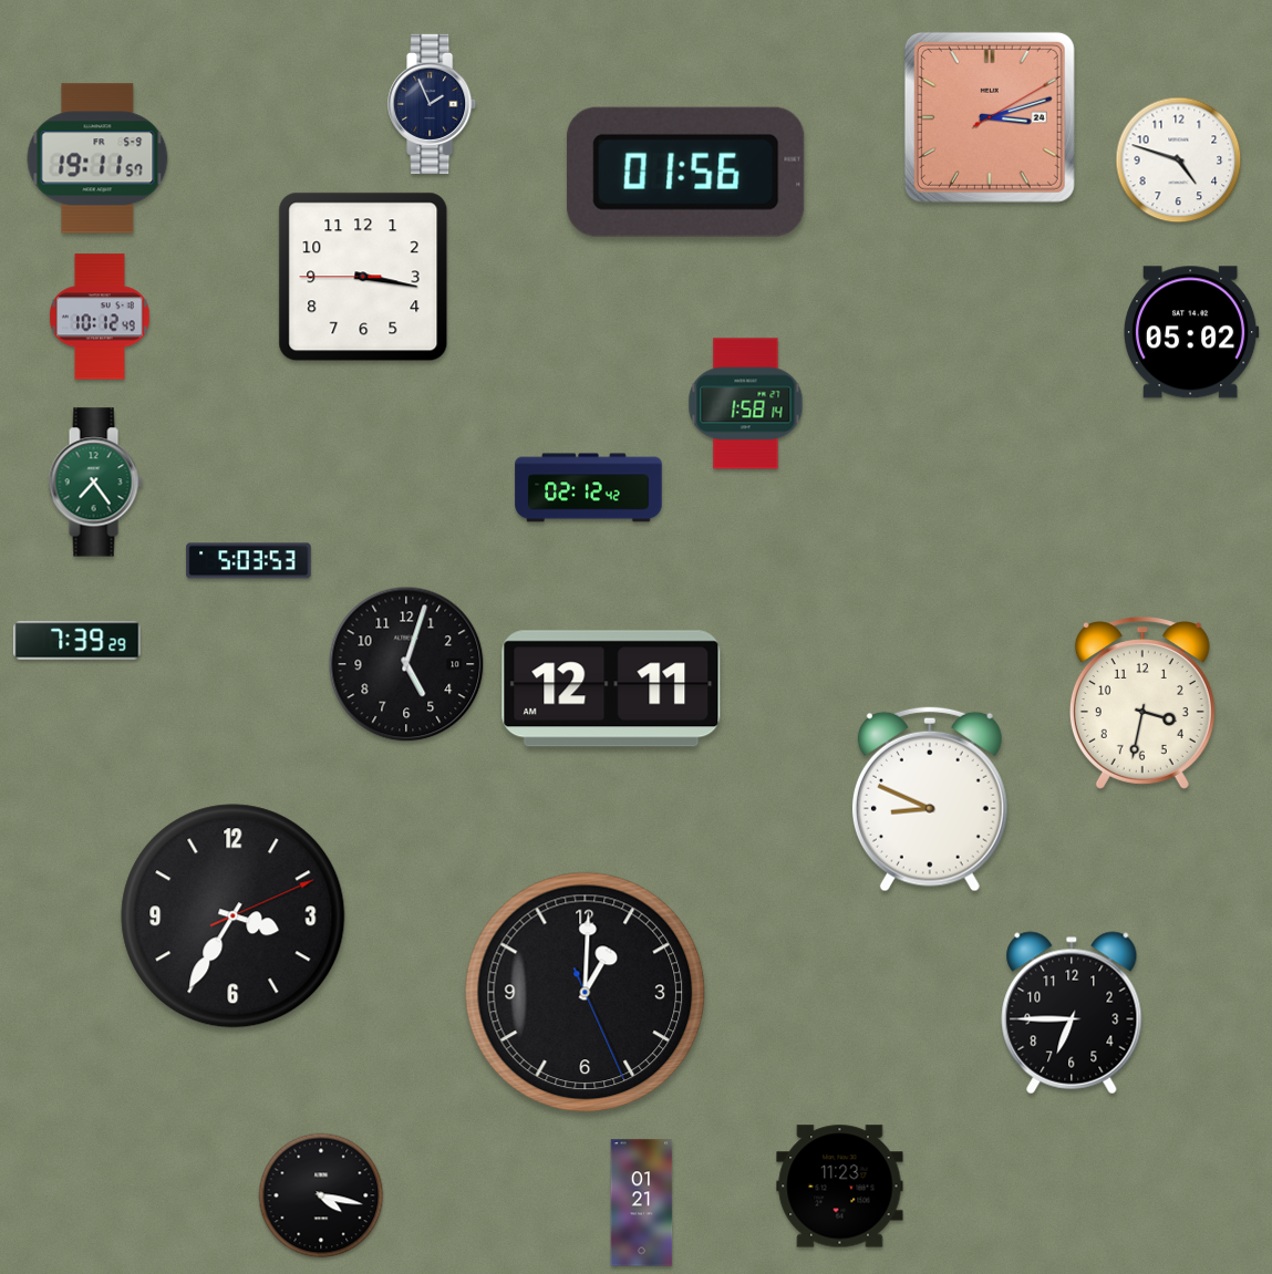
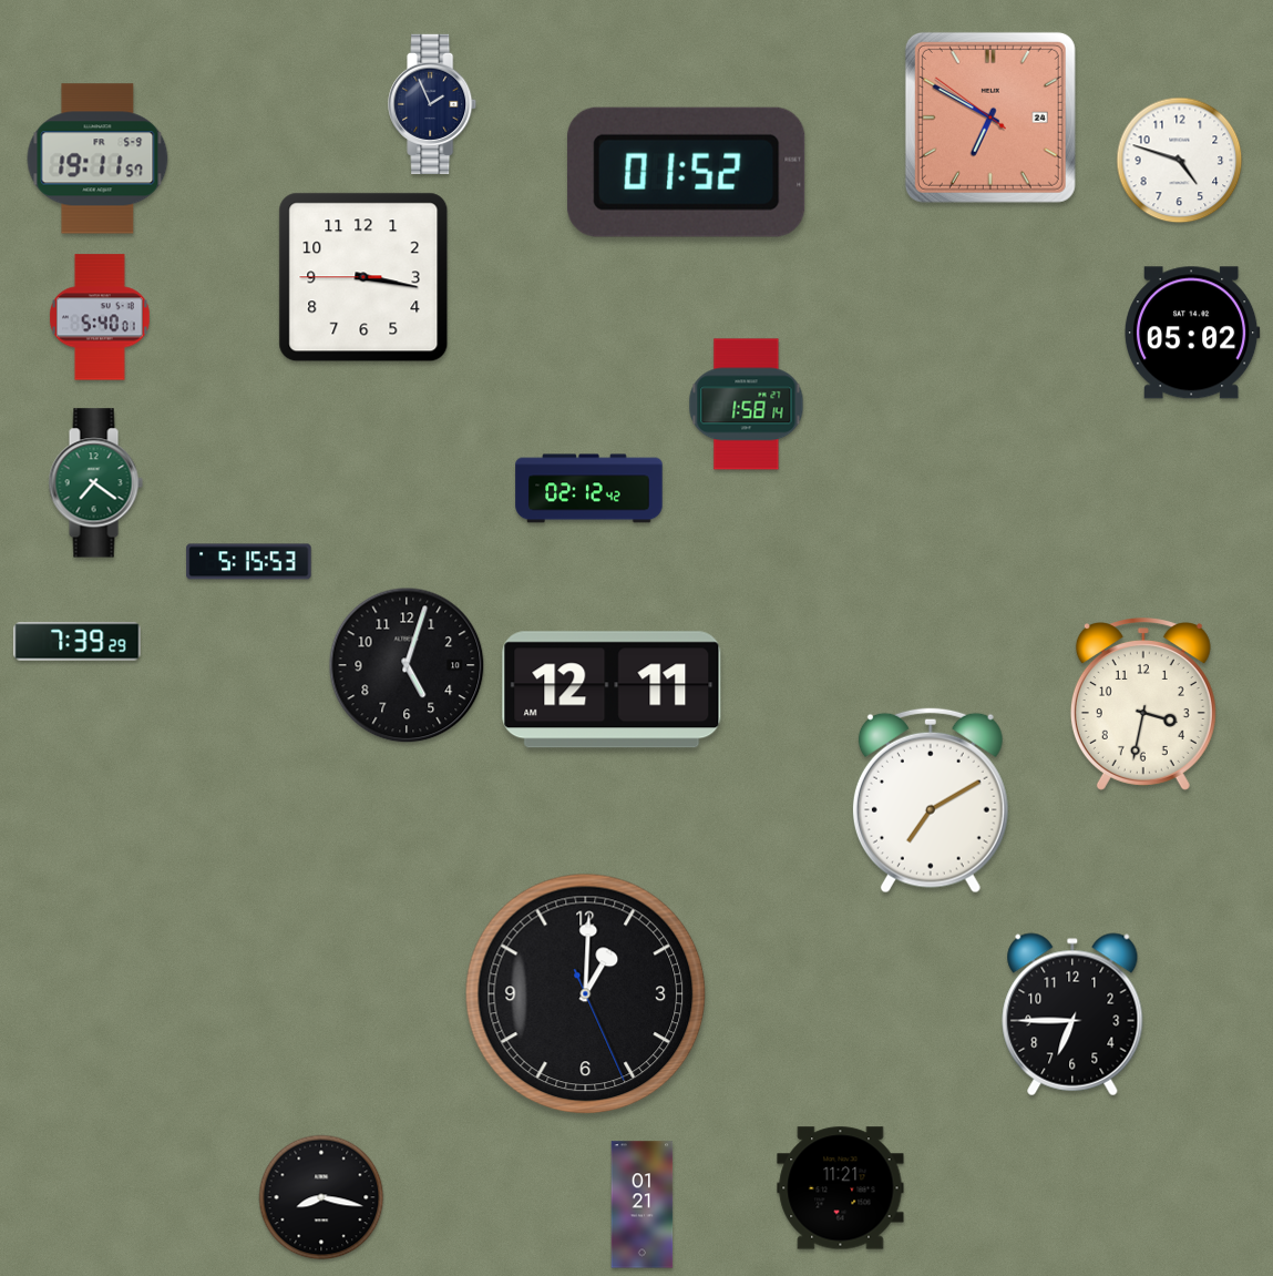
clock at (990, 117): 3:12 -> 6:49
clock at (685, 172): 01:56 -> 01:52
clock at (101, 317): 10:12 -> 5:40
clock at (95, 483): 7:24 -> 7:21
clock at (249, 561): 5:03 -> 5:15
clock at (930, 799): 8:49 -> 7:10
clock at (234, 916): 3:35 -> none
clock at (840, 1187): 11:23 -> 11:21
clock at (321, 1195): 4:17 -> 8:17
